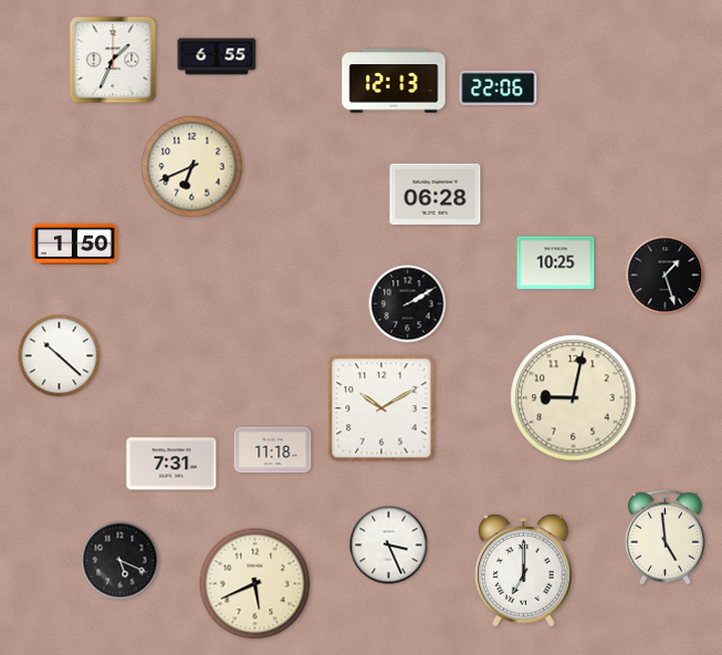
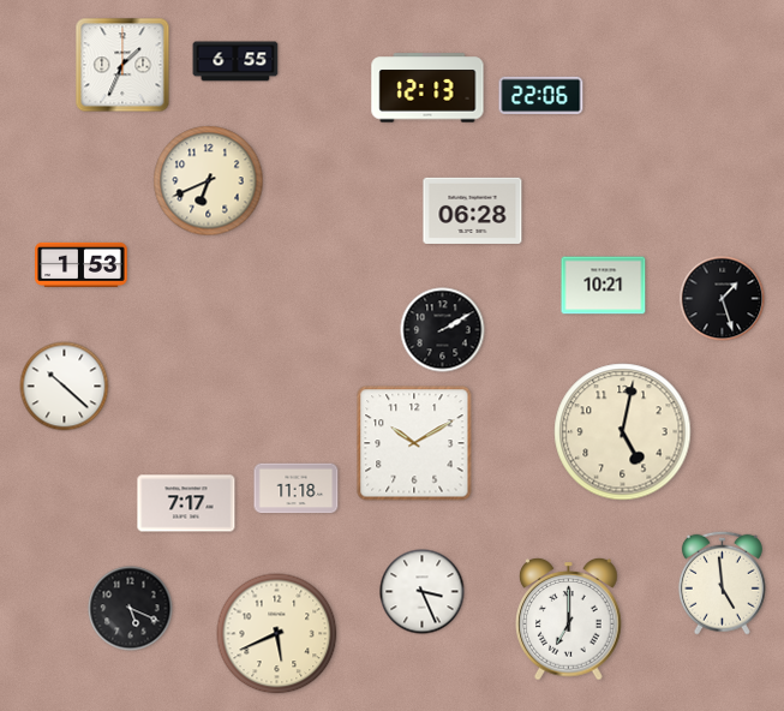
clock at (75, 243): 1:50 -> 1:53
clock at (556, 263): 10:25 -> 10:21
clock at (574, 398): 9:02 -> 5:02
clock at (171, 464): 7:31 -> 7:17
